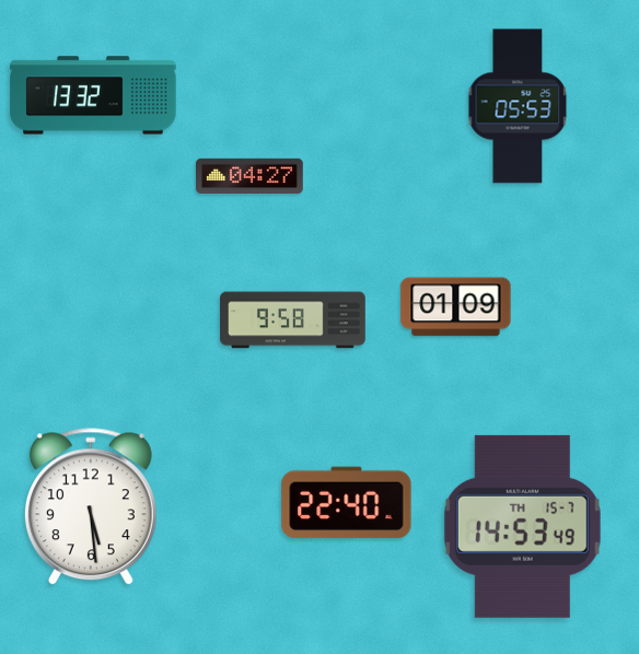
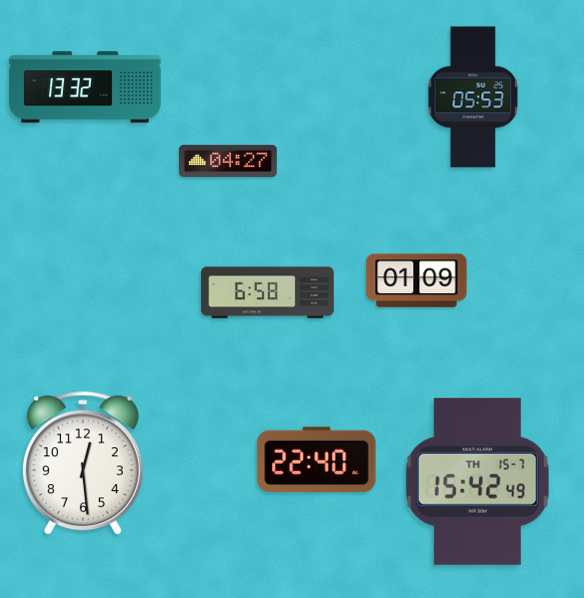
clock at (293, 320): 9:58 -> 6:58
clock at (91, 507): 5:29 -> 12:29
clock at (522, 526): 14:53 -> 15:42
